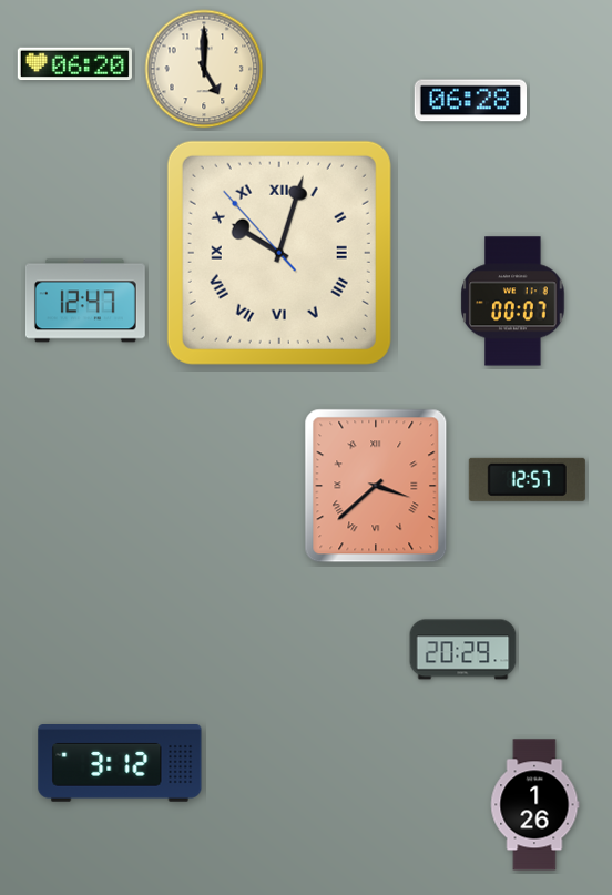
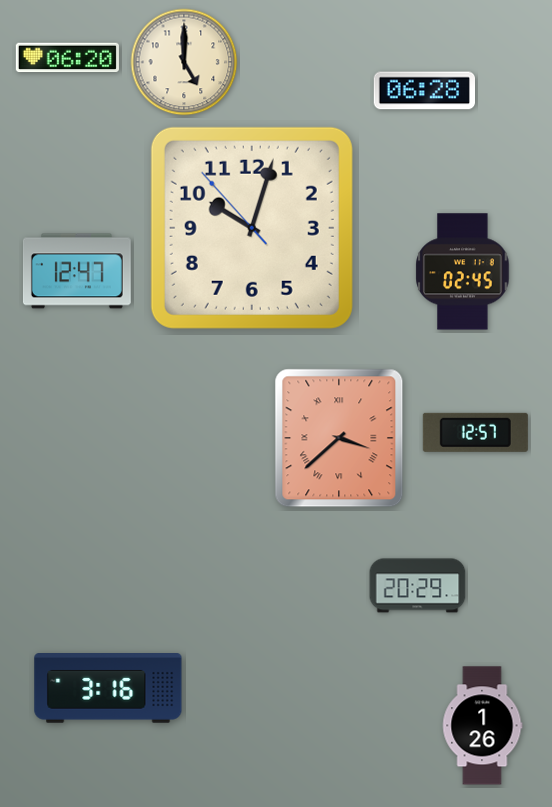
clock at (279, 253) numerals: Roman -> Arabic
clock at (513, 302): 00:07 -> 02:45
clock at (120, 763): 3:12 -> 3:16
